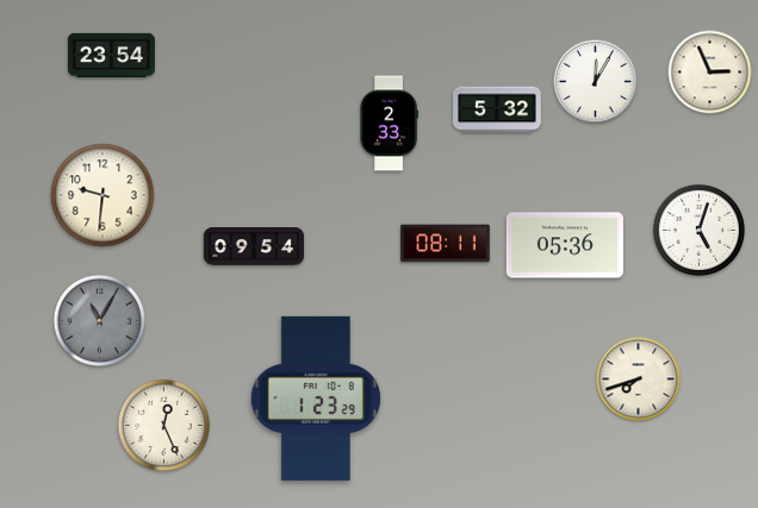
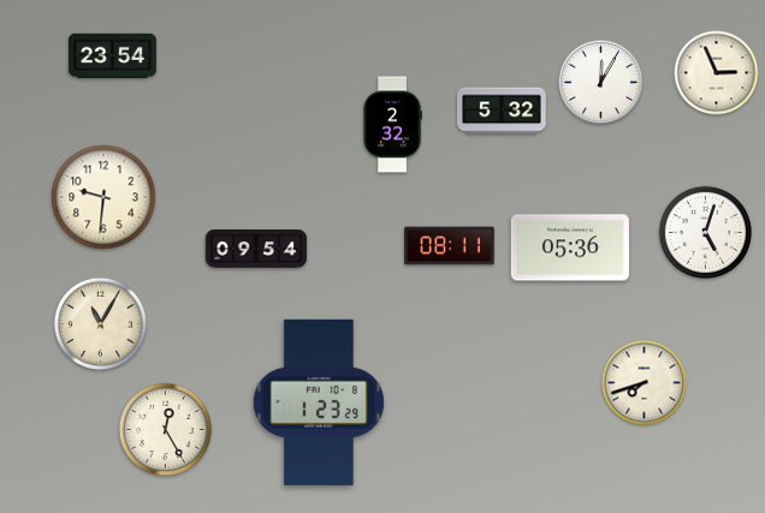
clock at (389, 124): 2:33 -> 2:32
clock at (99, 320) dial: grey -> cream
clock at (163, 425): 12:26 -> 12:25
